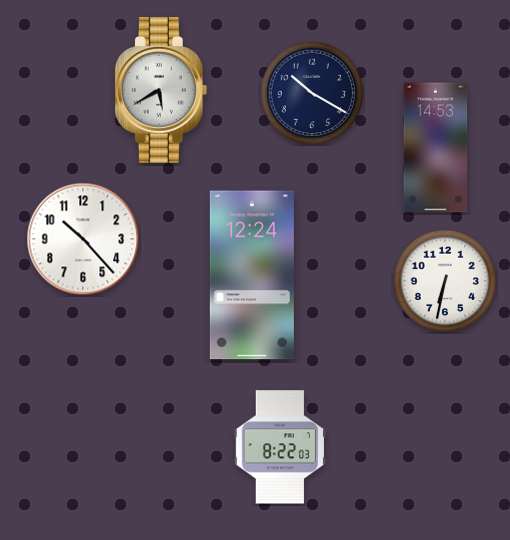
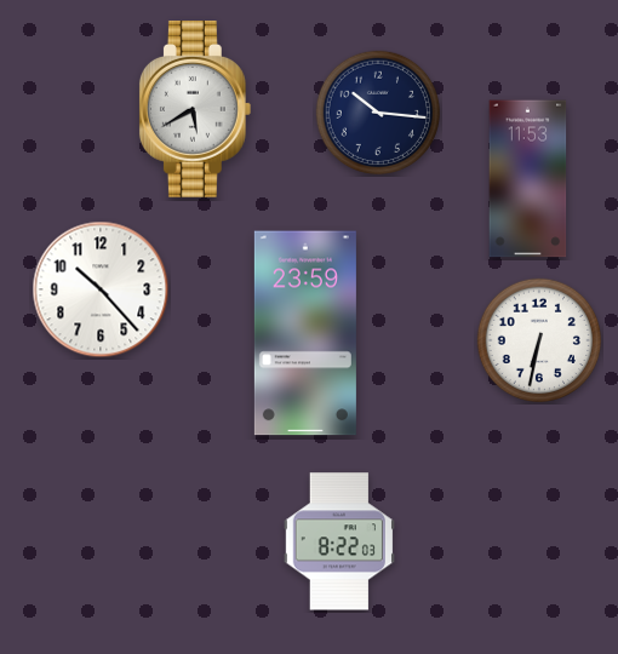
clock at (312, 93): 10:20 -> 10:16
clock at (436, 148): 14:53 -> 11:53
clock at (252, 275): 12:24 -> 23:59
